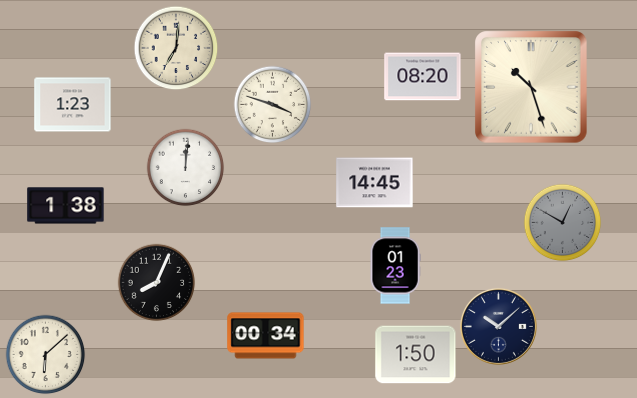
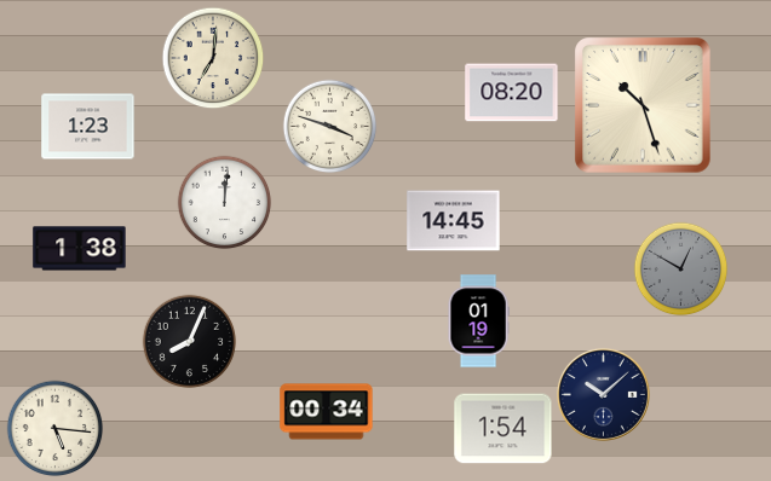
clock at (395, 266): 01:23 -> 01:19
clock at (266, 336) position: (266, 336) -> (327, 412)
clock at (45, 354): 6:08 -> 5:16
clock at (416, 355): 1:50 -> 1:54
